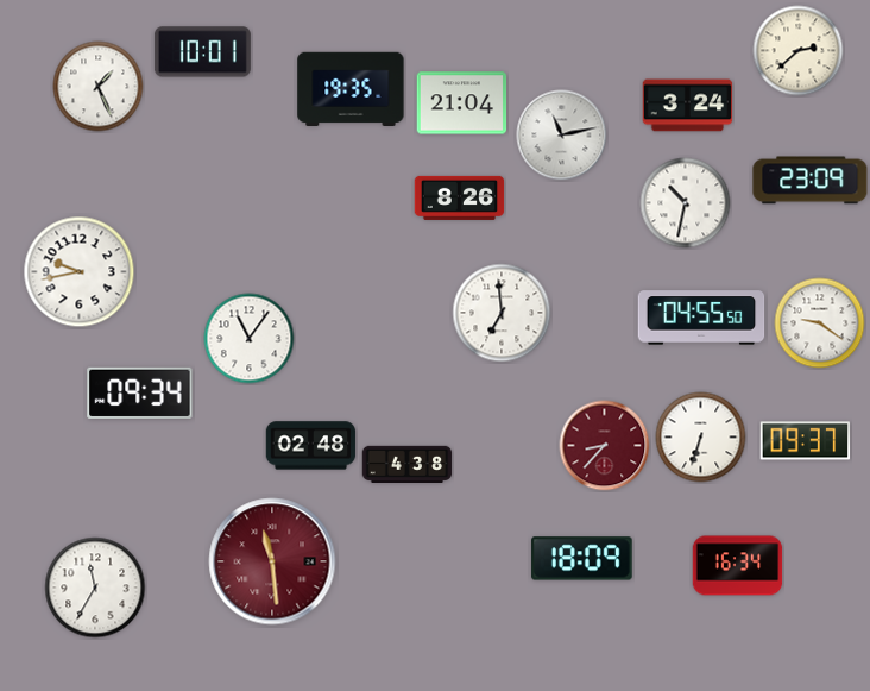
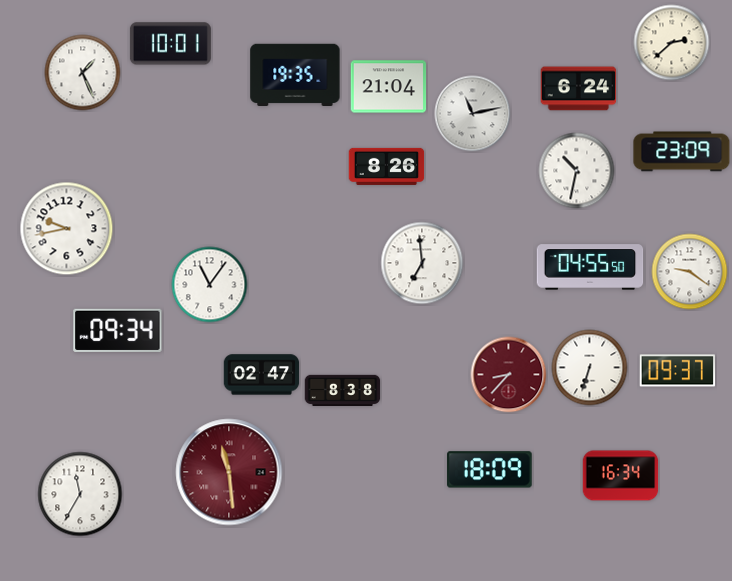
clock at (688, 106): 3:24 -> 6:24
clock at (311, 446): 02:48 -> 02:47
clock at (408, 464): 4:38 -> 8:38
